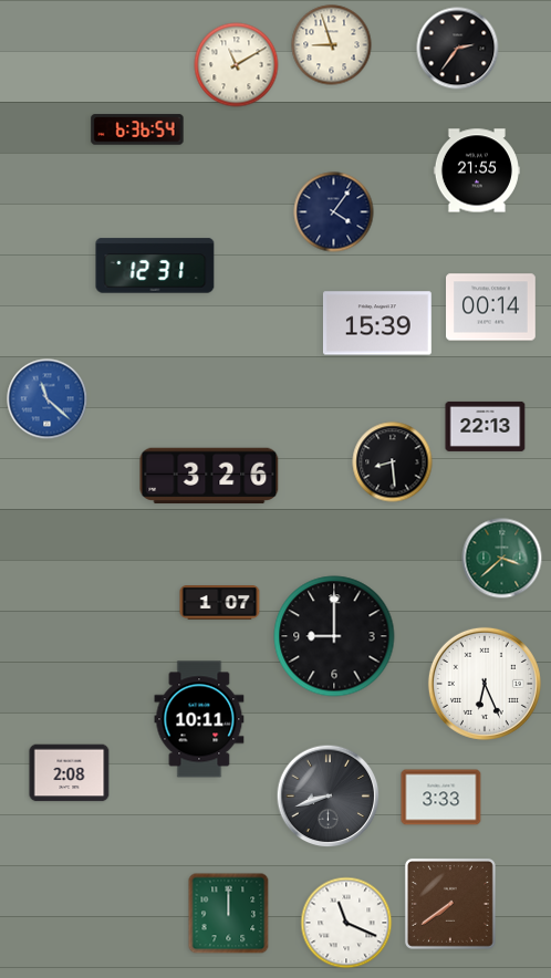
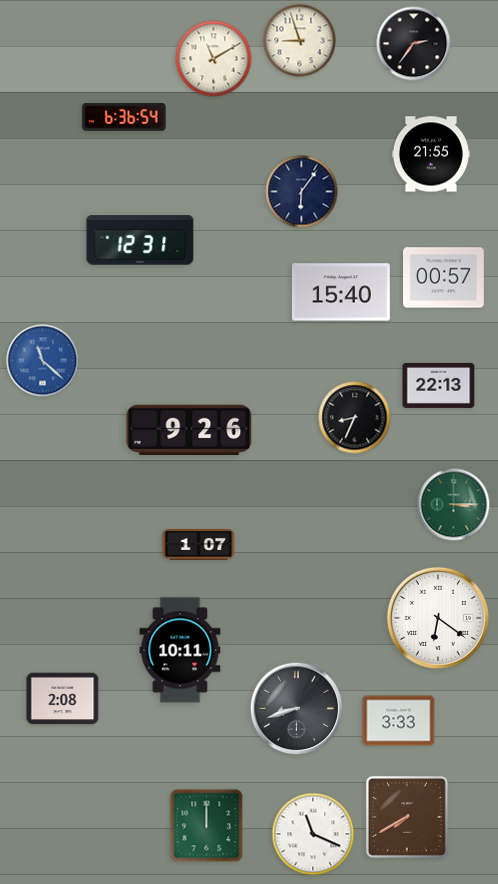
clock at (334, 212): 4:06 -> 6:06
clock at (491, 308): 00:14 -> 00:57
clock at (377, 323): 15:39 -> 15:40
clock at (393, 462): 8:29 -> 8:34
clock at (209, 476): 3:26 -> 9:26
clock at (502, 559): 3:38 -> 3:15
clock at (334, 636): 9:00 -> none
clock at (485, 684): 6:26 -> 6:21
clock at (329, 797) position: (329, 797) -> (297, 709)
clock at (450, 904): 7:39 -> 7:40
